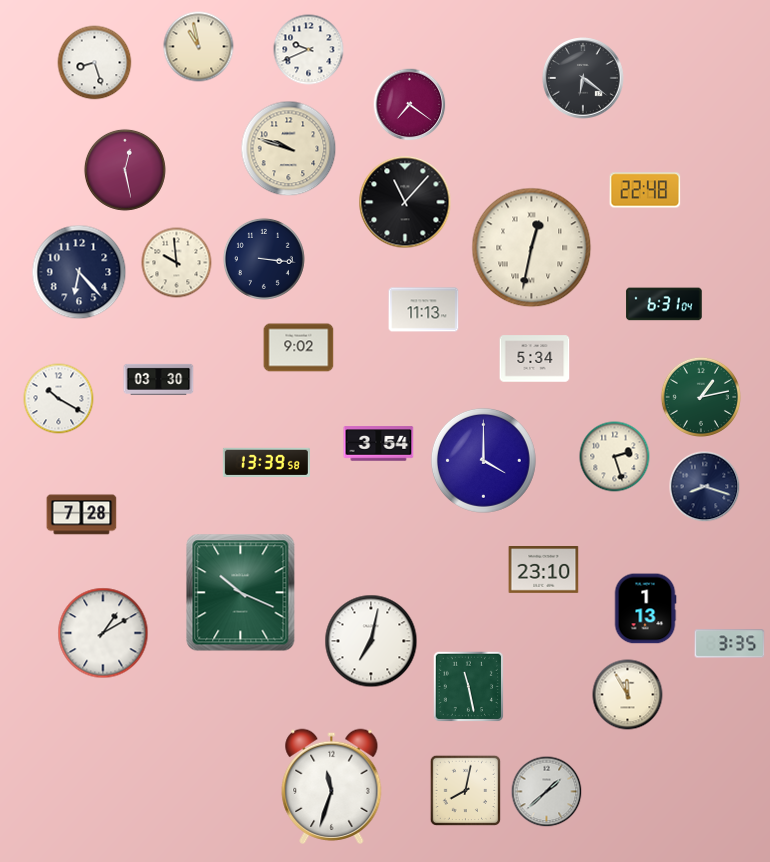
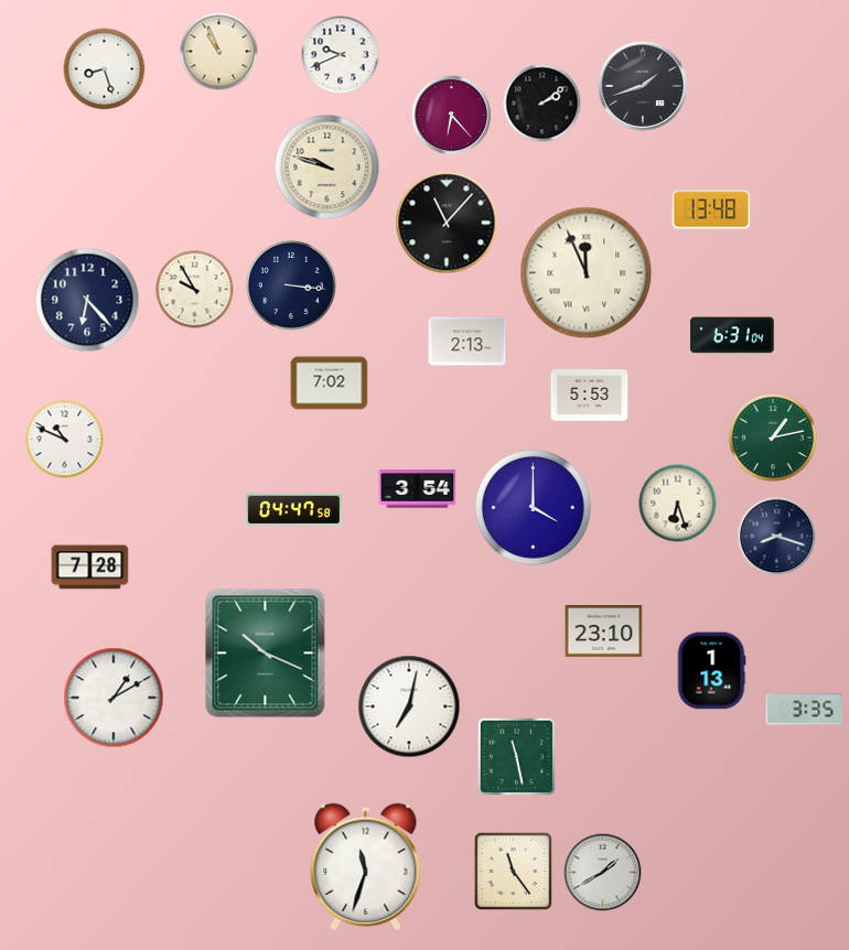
clock at (199, 47): 10:58 -> 10:56
clock at (583, 78): 6:21 -> 1:42
clock at (542, 104): none -> 2:09
clock at (410, 105): 7:21 -> 6:23
clock at (289, 149) position: (289, 149) -> (327, 168)
clock at (125, 170): 12:28 -> none
clock at (645, 190): 22:48 -> 13:48
clock at (532, 248): 12:32 -> 11:56
clock at (177, 263): 9:59 -> 9:55
clock at (424, 310): 11:13 -> 2:13
clock at (299, 348): 9:02 -> 7:02
clock at (535, 359): 5:34 -> 5:53
clock at (159, 379): 03:30 -> none
clock at (59, 399): 10:20 -> 10:49
clock at (615, 457): 2:27 -> 6:27
clock at (266, 462): 13:39 -> 04:47
clock at (544, 570) position: (544, 570) -> (604, 631)
clock at (628, 695): 11:55 -> none
clock at (466, 791): 8:02 -> 11:24
clock at (547, 792): 1:38 -> 1:40
